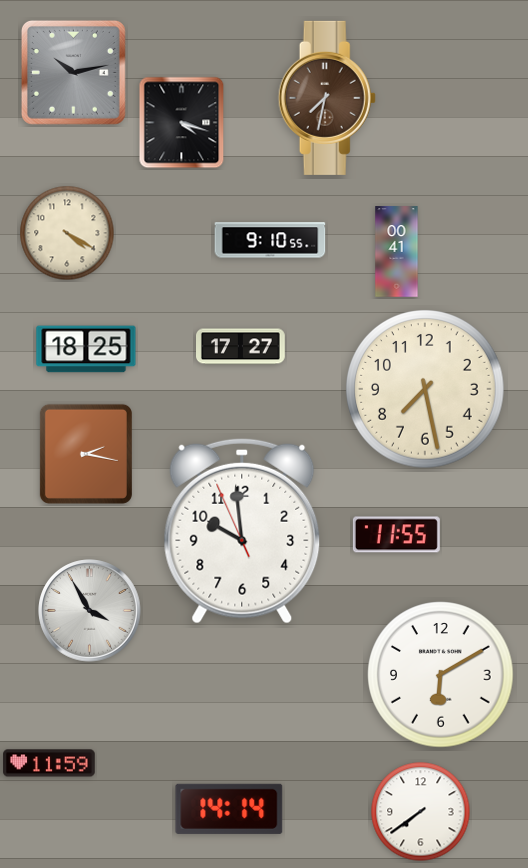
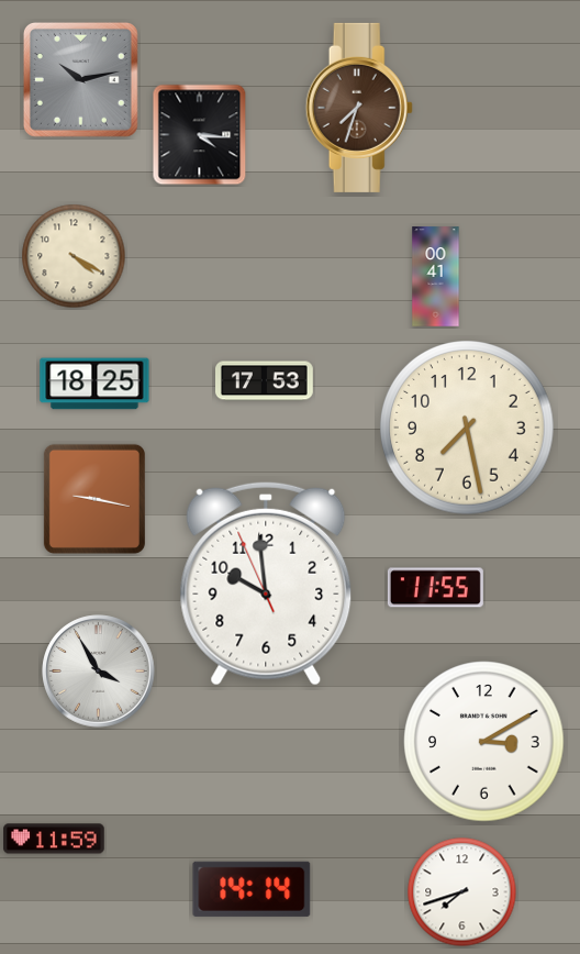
clock at (327, 98): 7:32 -> 7:33
clock at (182, 123): 4:18 -> 4:16
clock at (270, 240): 9:10 -> none
clock at (241, 347): 17:27 -> 17:53
clock at (86, 454): 2:17 -> 9:17
clock at (441, 675): 6:10 -> 3:10
clock at (421, 812): 7:39 -> 7:42
